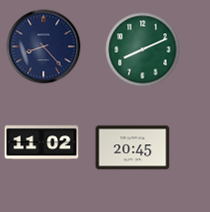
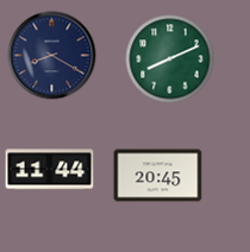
clock at (44, 47): 8:23 -> 8:20
clock at (42, 143): 11:02 -> 11:44
